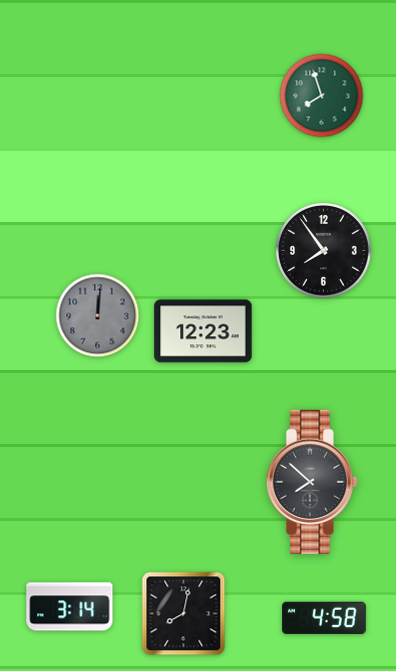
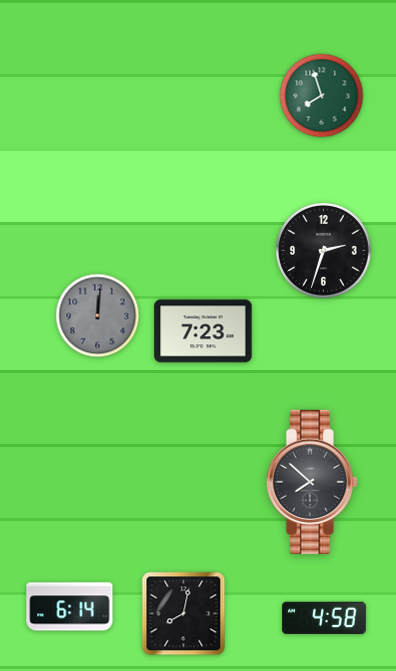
clock at (324, 251): 7:54 -> 2:33
clock at (203, 331): 12:23 -> 7:23
clock at (70, 607): 3:14 -> 6:14
